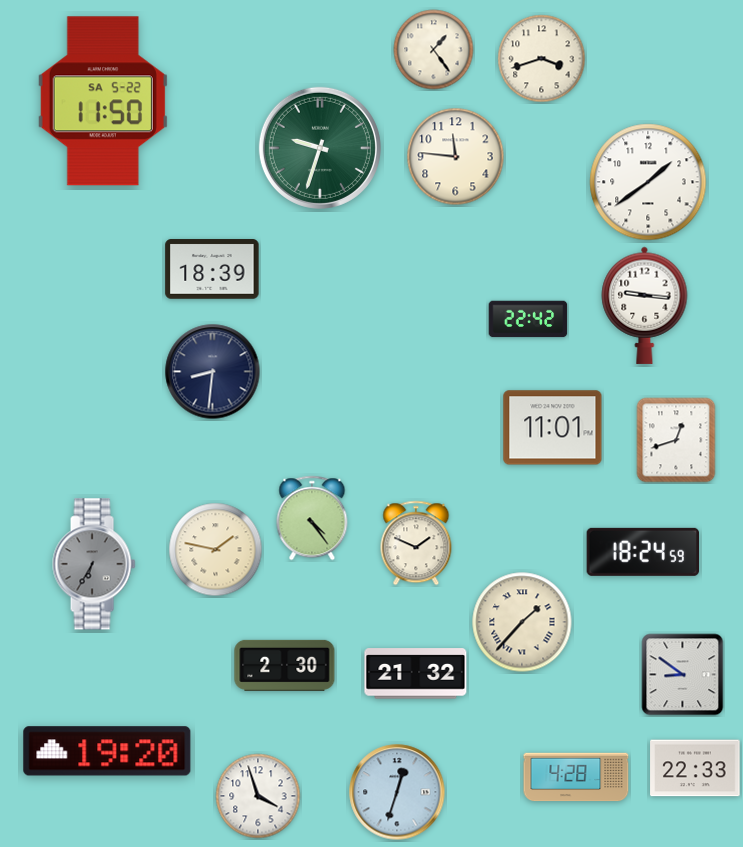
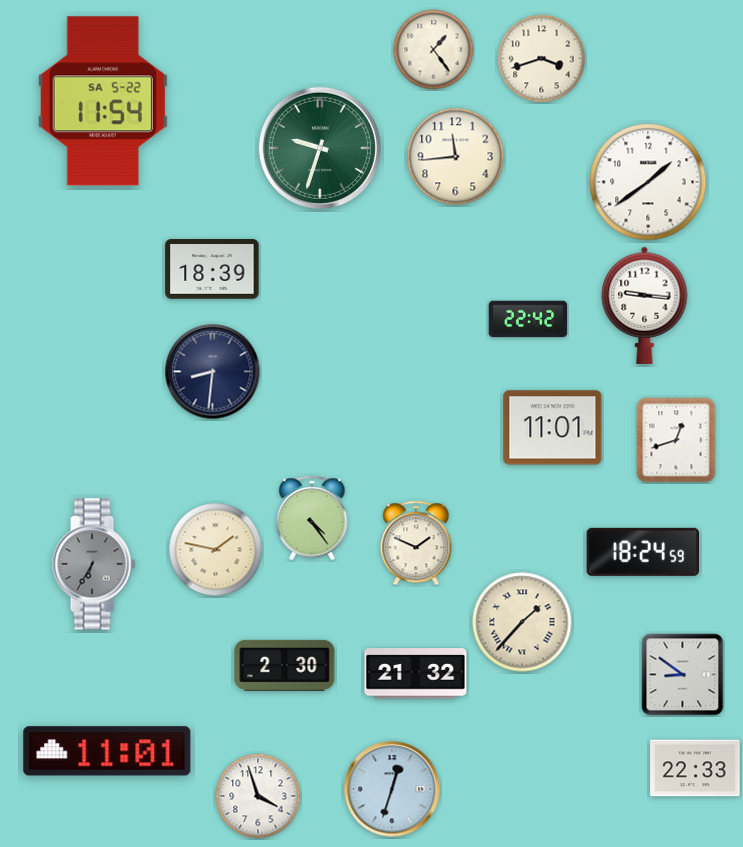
clock at (103, 101): 11:50 -> 11:54
clock at (456, 157): 11:46 -> 11:44
clock at (107, 751): 19:20 -> 11:01
clock at (576, 777): 4:28 -> none
clock at (397, 792) position: (397, 792) -> (392, 789)
